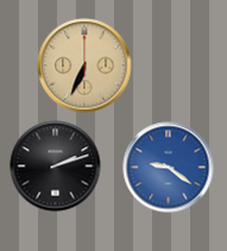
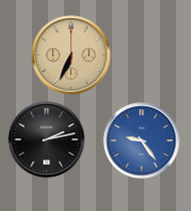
clock at (56, 167): 2:12 -> 2:13
clock at (169, 168): 9:21 -> 9:24
